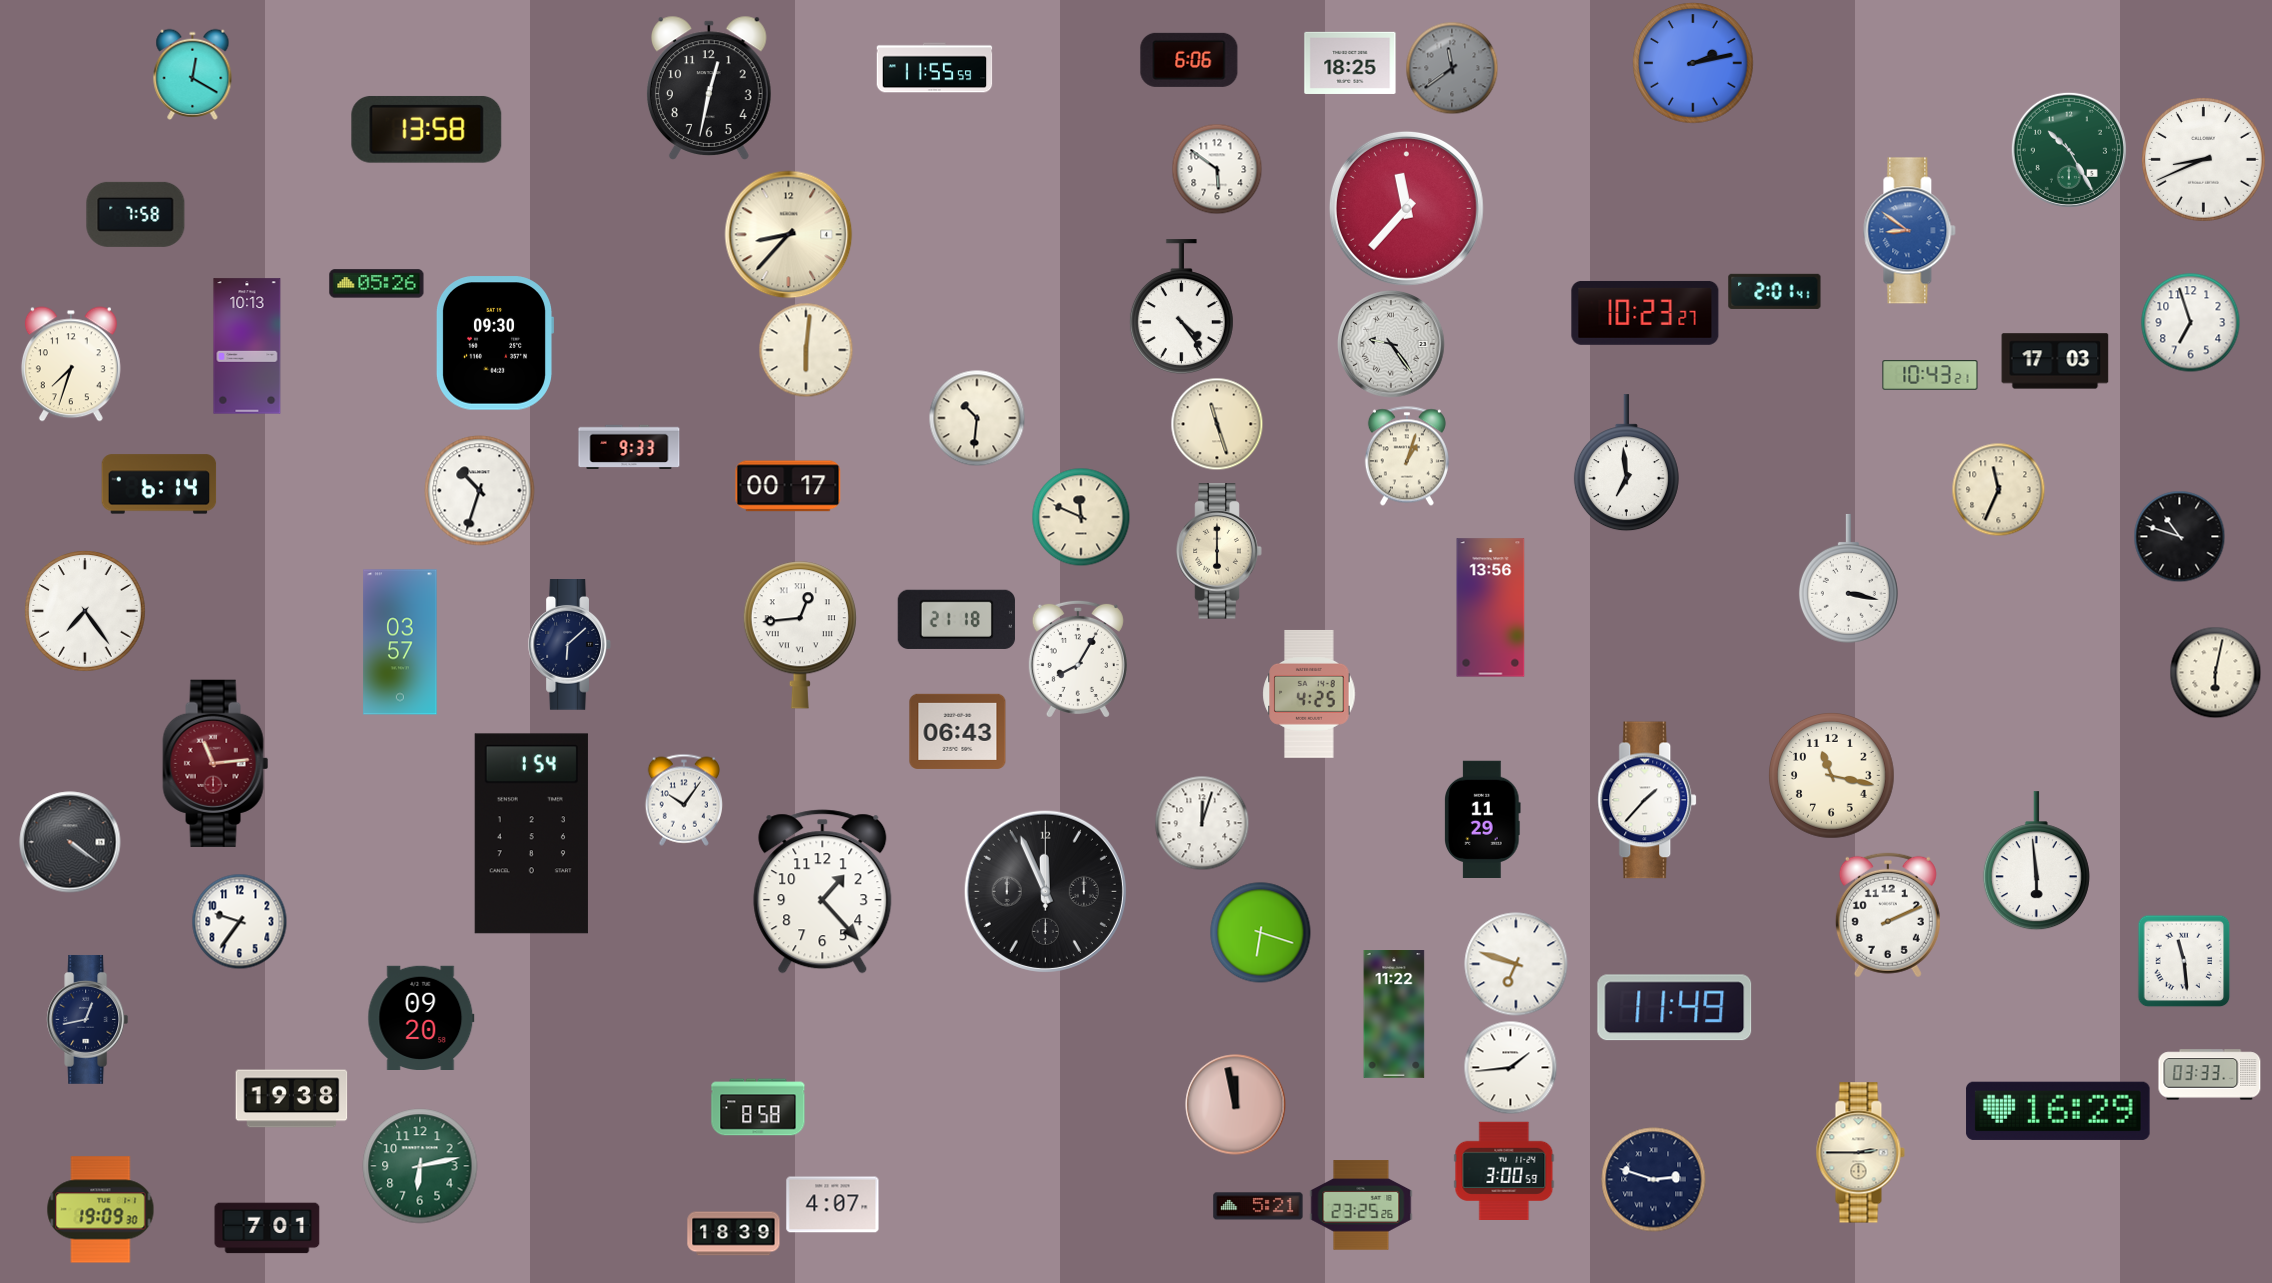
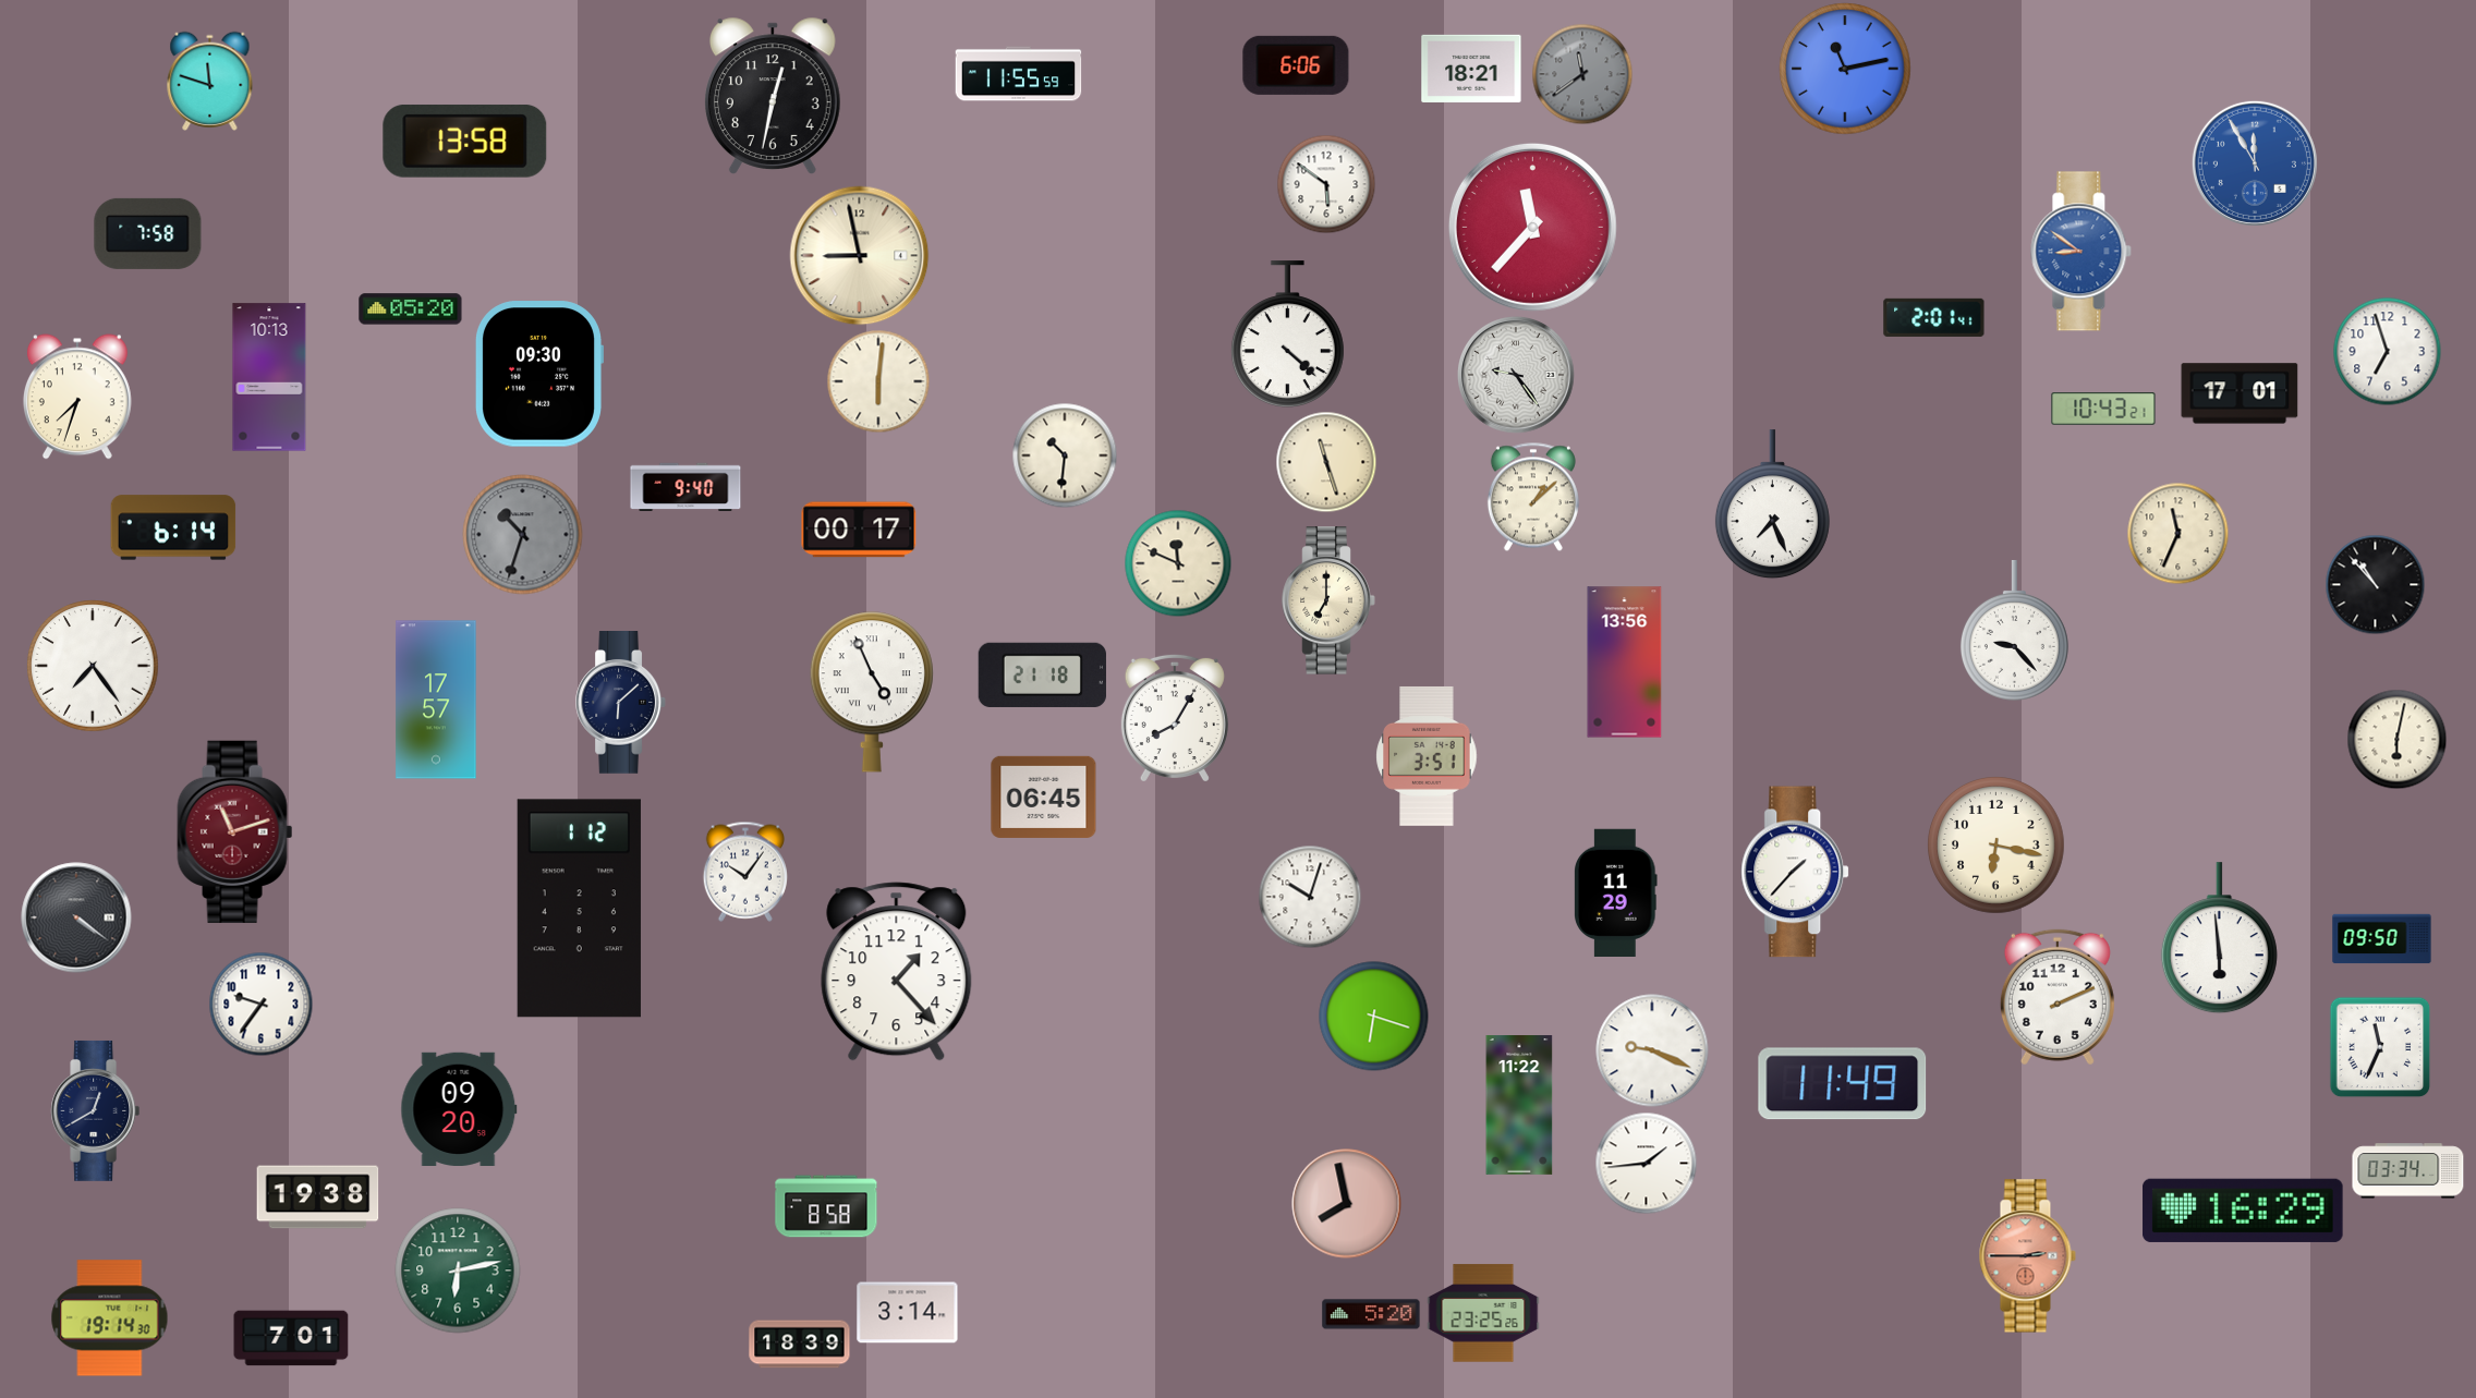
clock at (1350, 63): 18:25 -> 18:21
clock at (1693, 63): 2:13 -> 11:13
clock at (193, 74): 12:20 -> 11:48
clock at (2069, 150): 10:25 -> 11:55
clock at (2069, 150) dial: green -> blue
clock at (2204, 160): 8:41 -> none
clock at (789, 235): 8:37 -> 8:58
clock at (377, 284): 05:26 -> 05:20
clock at (1181, 307): 4:24 -> 4:22
clock at (1645, 313): 10:23 -> none
clock at (2055, 361): 17:03 -> 17:01
clock at (629, 446): 9:33 -> 9:40
clock at (1407, 456): 1:03 -> 1:08
clock at (1626, 463): 6:59 -> 7:26
clock at (480, 491) dial: white -> grey
clock at (2179, 536): 10:48 -> 10:53
clock at (1219, 551): 6:00 -> 7:00
clock at (1848, 578): 3:17 -> 9:23
clock at (800, 635): 12:44 -> 4:56
clock at (400, 642): 03:57 -> 17:57
clock at (2215, 672) position: (2215, 672) -> (2396, 739)
clock at (1309, 694): 4:25 -> 3:51
clock at (958, 731): 06:43 -> 06:45
clock at (216, 763): 11:14 -> 11:12
clock at (1832, 776): 11:17 -> 6:17
clock at (1202, 823): 12:03 -> 10:03
clock at (531, 834): 1:54 -> 1:12
clock at (2382, 939): none -> 09:50
clock at (1045, 891): 11:56 -> none
clock at (2184, 961): 11:29 -> 11:34
clock at (1516, 964): 6:48 -> 9:19
clock at (1675, 1008) position: (1675, 1008) -> (1843, 1084)
clock at (88, 1019): 12:43 -> 12:40
clock at (2210, 1075): 03:33 -> 03:34
clock at (1236, 1105): 11:58 -> 7:58
clock at (1860, 1153) dial: cream -> salmon
clock at (1504, 1170): 3:00 -> none
clock at (1654, 1180): 2:48 -> none
clock at (833, 1205): 4:07 -> 3:14
clock at (1258, 1206): 5:21 -> 5:20
clock at (101, 1210): 19:09 -> 19:14
